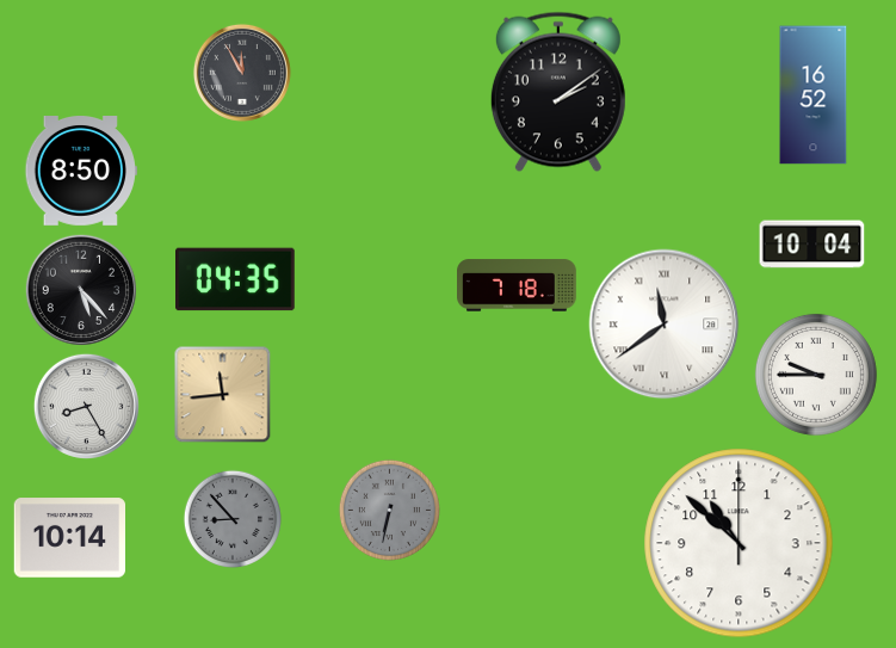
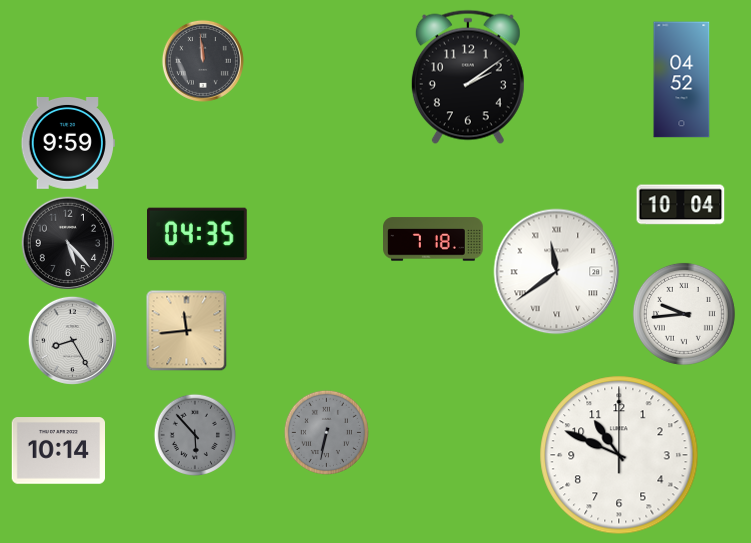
clock at (242, 73): 11:55 -> 11:59
clock at (814, 95): 16:52 -> 04:52
clock at (81, 172): 8:50 -> 9:59
clock at (816, 375): 9:45 -> 9:44
clock at (389, 510) position: (389, 510) -> (326, 432)
clock at (231, 518): 8:53 -> 5:53
clock at (739, 543): 10:52 -> 10:49
